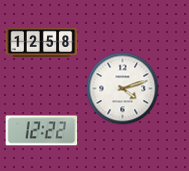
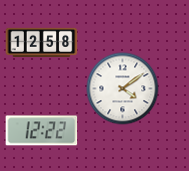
clock at (123, 89): 4:12 -> 4:09
